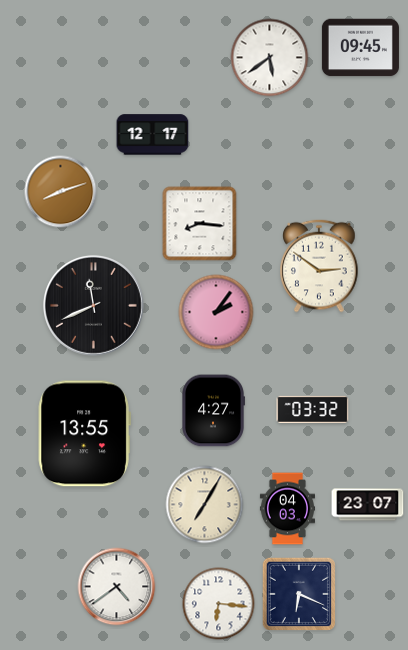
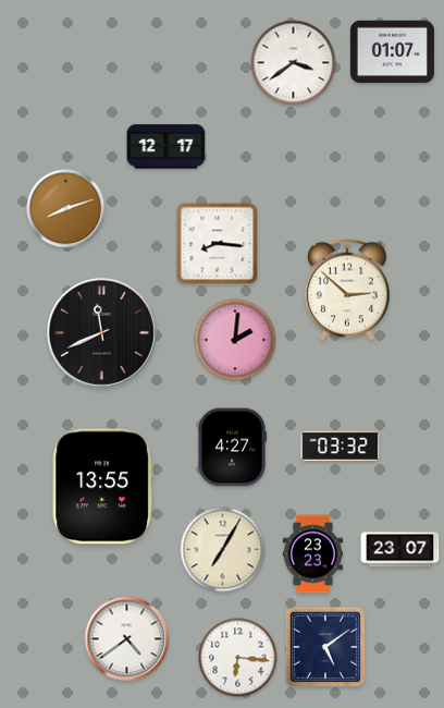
clock at (360, 48): 09:45 -> 01:07
clock at (270, 58): 5:39 -> 3:39
clock at (319, 266): 2:51 -> 2:52
clock at (216, 312): 2:06 -> 2:01
clock at (84, 434) position: (84, 434) -> (102, 487)
clock at (287, 509): 04:03 -> 23:23
clock at (298, 593): 6:19 -> 5:09
